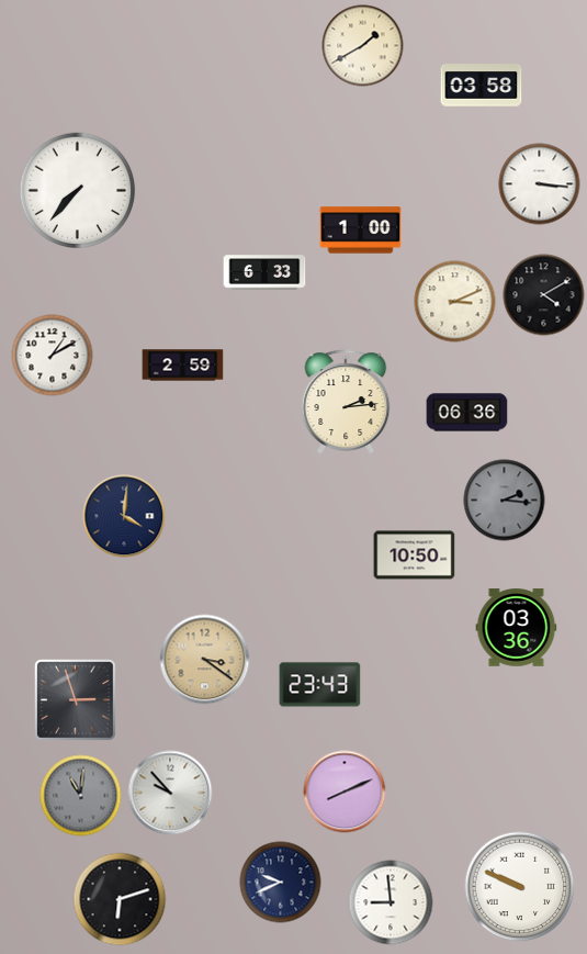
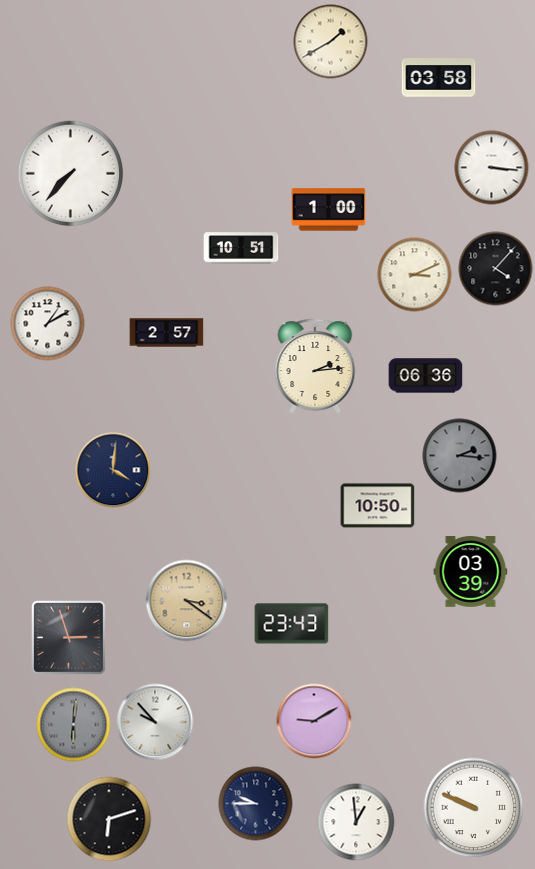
clock at (264, 272): 6:33 -> 10:51
clock at (544, 295): 4:10 -> 4:07
clock at (183, 366): 2:59 -> 2:57
clock at (517, 628): 03:36 -> 03:39
clock at (345, 792): 8:11 -> 9:10
clock at (81, 796): 11:01 -> 6:01
clock at (281, 883): 9:41 -> 9:45
clock at (391, 902): 8:59 -> 12:59
